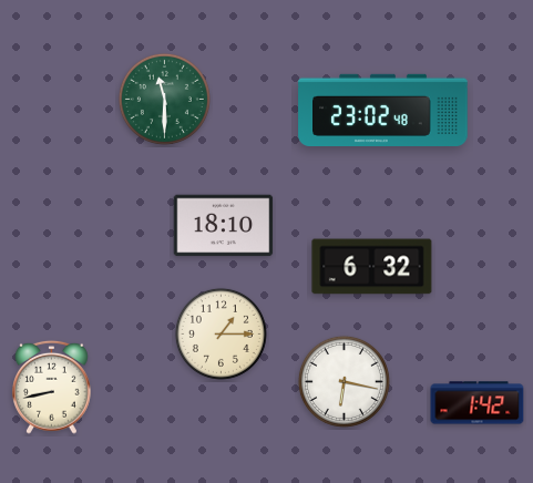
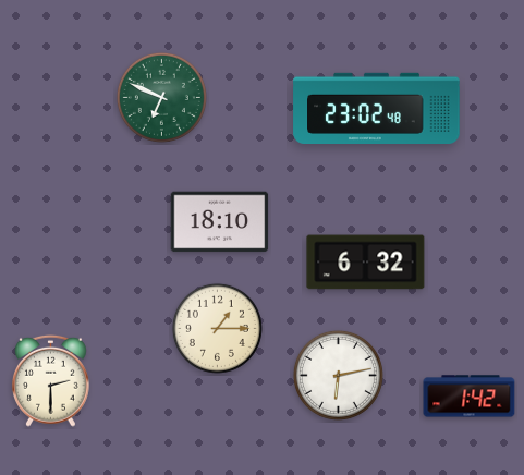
clock at (164, 99): 11:30 -> 6:49
clock at (344, 381): 6:17 -> 6:13
clock at (52, 387): 8:43 -> 2:30
